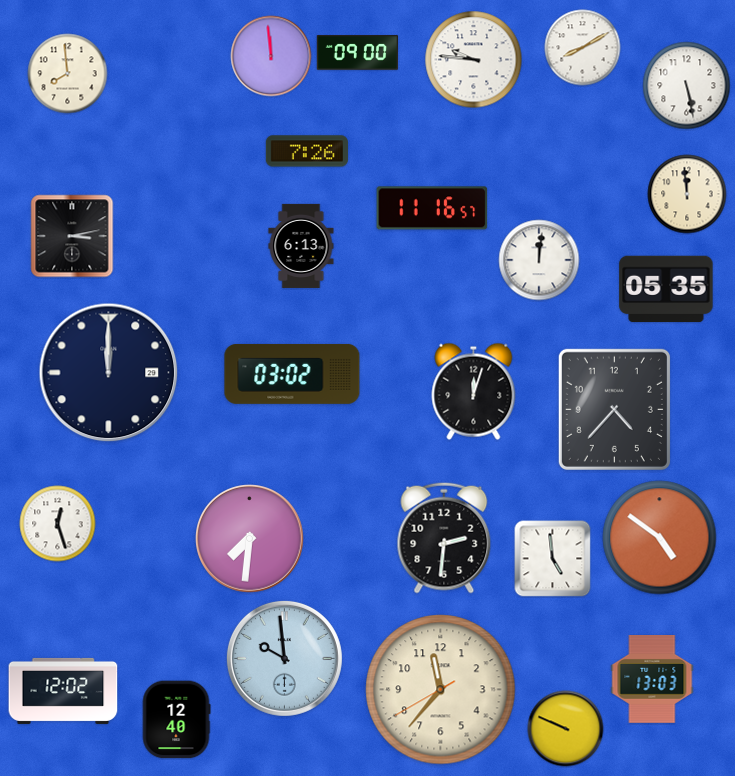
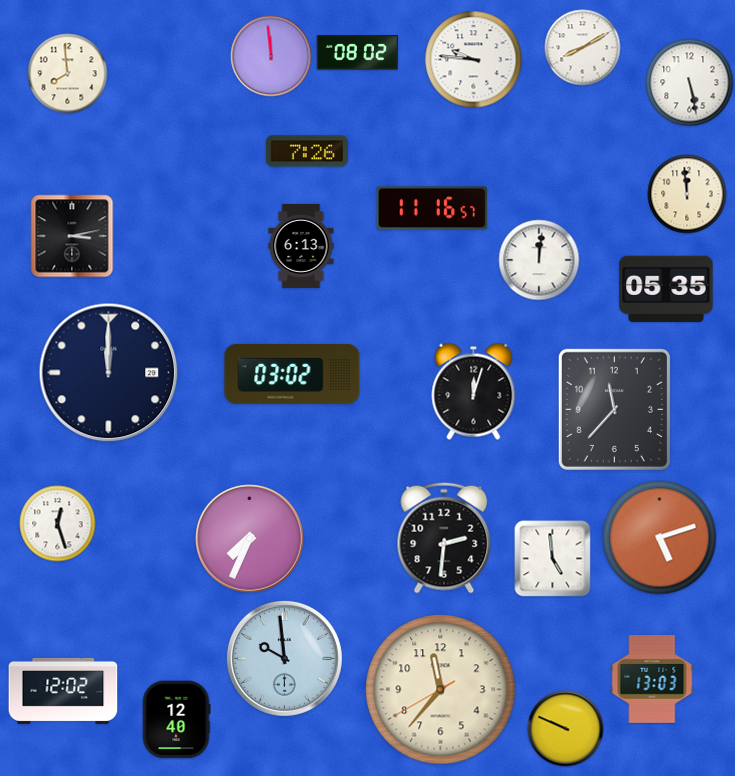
clock at (357, 53): 09:00 -> 08:02
clock at (687, 86) position: (687, 86) -> (690, 83)
clock at (614, 409): 4:37 -> 11:37
clock at (660, 538): 4:51 -> 5:12
clock at (250, 539): 7:31 -> 7:34
